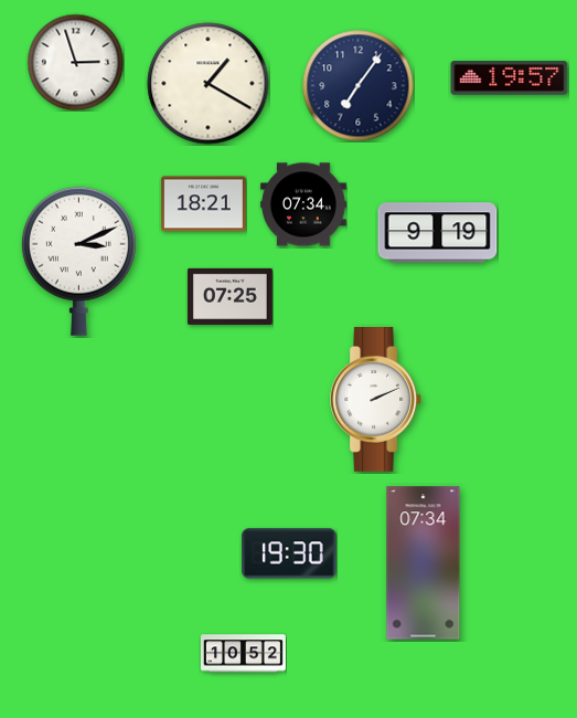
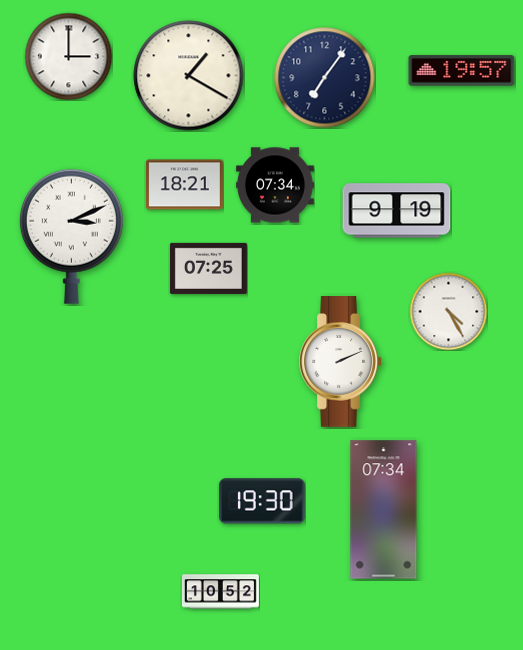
clock at (75, 62): 2:57 -> 3:00
clock at (448, 311): none -> 4:25
